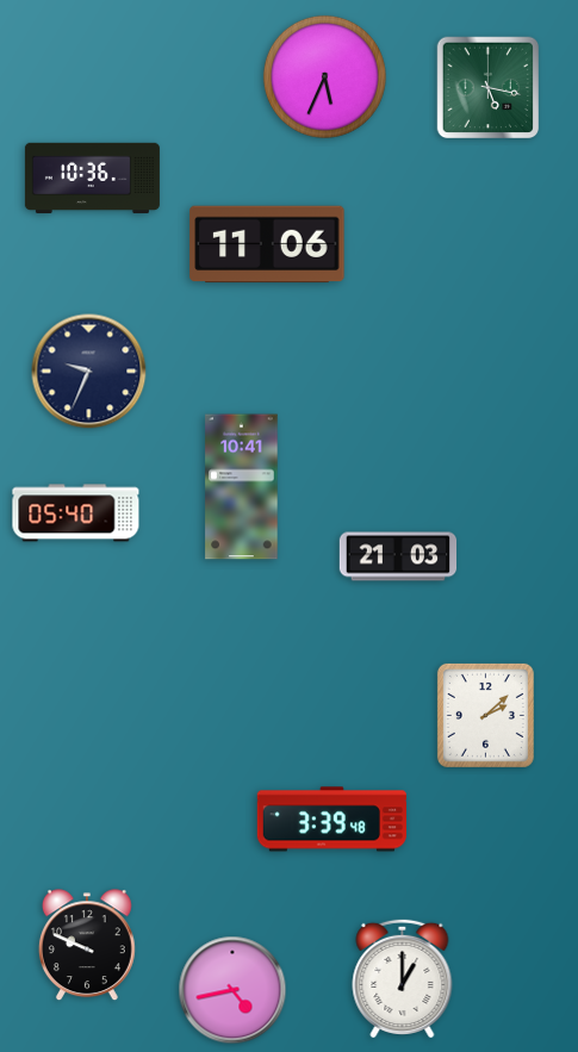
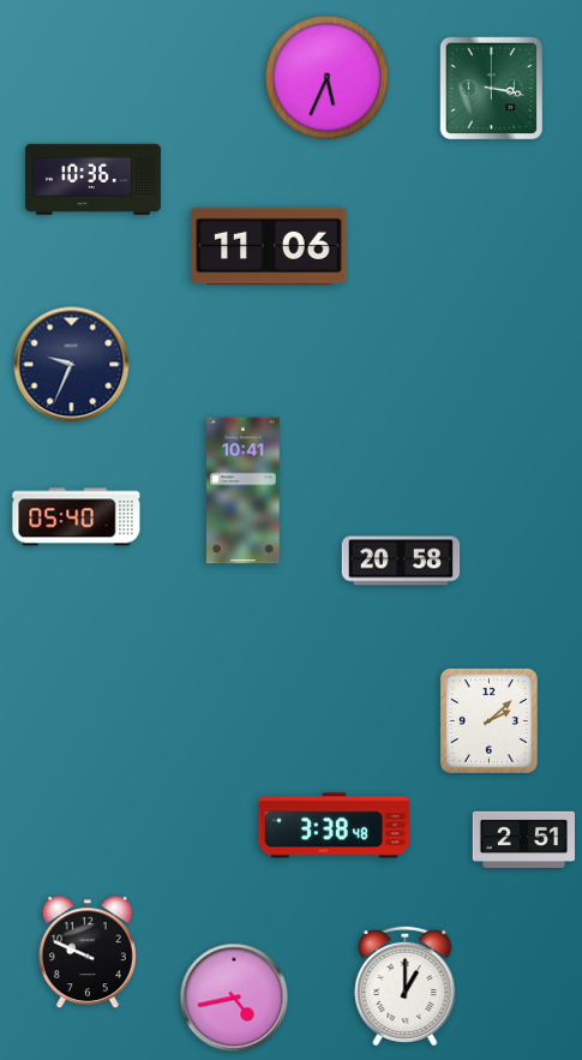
clock at (489, 88): 5:17 -> 3:17
clock at (89, 372) position: (89, 372) -> (72, 365)
clock at (398, 556): 21:03 -> 20:58
clock at (331, 820): 3:39 -> 3:38
clock at (524, 839): none -> 2:51
